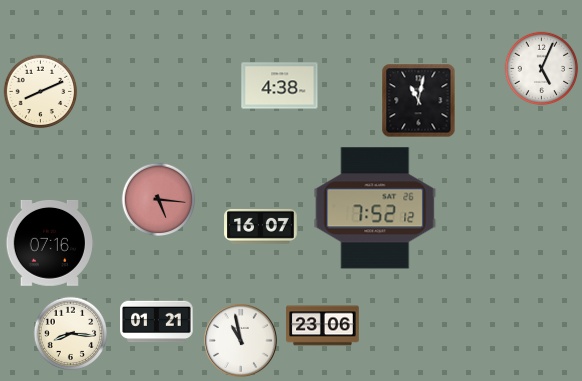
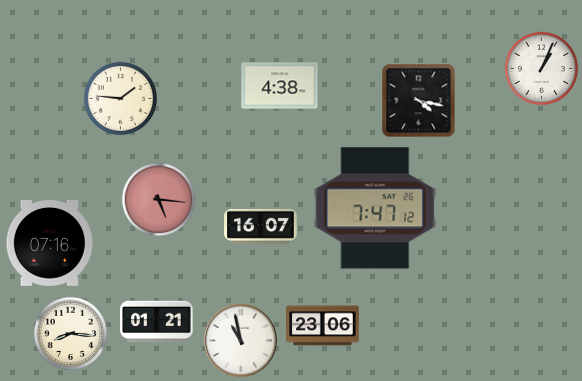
clock at (542, 69): 5:04 -> 1:04
clock at (41, 92): 8:11 -> none
clock at (121, 99): none -> 1:46
clock at (419, 101): 11:02 -> 4:17
clock at (375, 208): 7:52 -> 7:47
